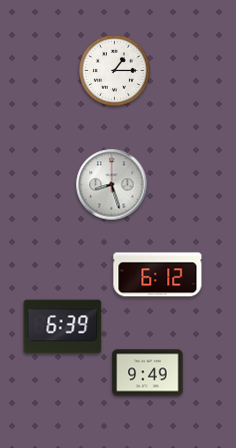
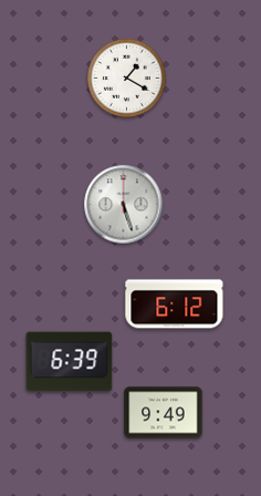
clock at (114, 70): 1:15 -> 1:20
clock at (112, 185): 8:27 -> 5:27
